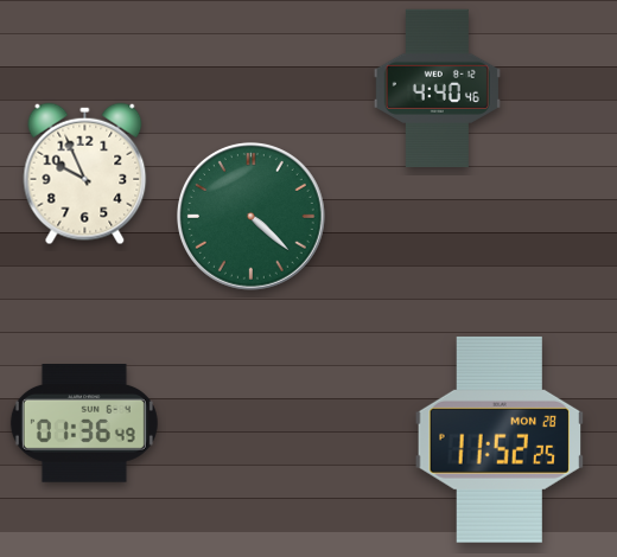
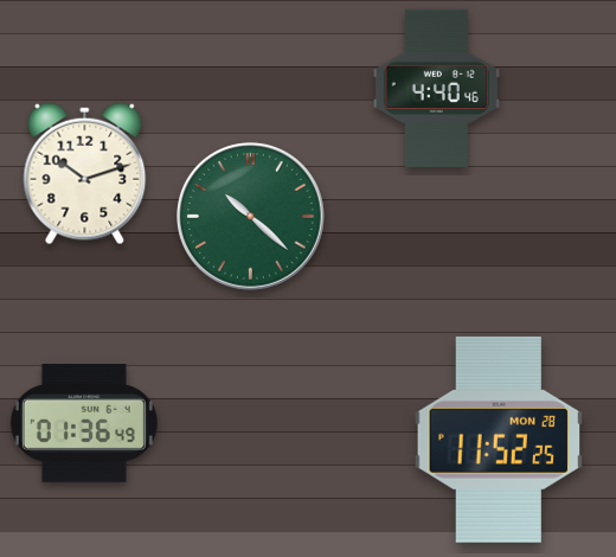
clock at (85, 174): 9:56 -> 10:12
clock at (250, 216): 4:22 -> 10:22
